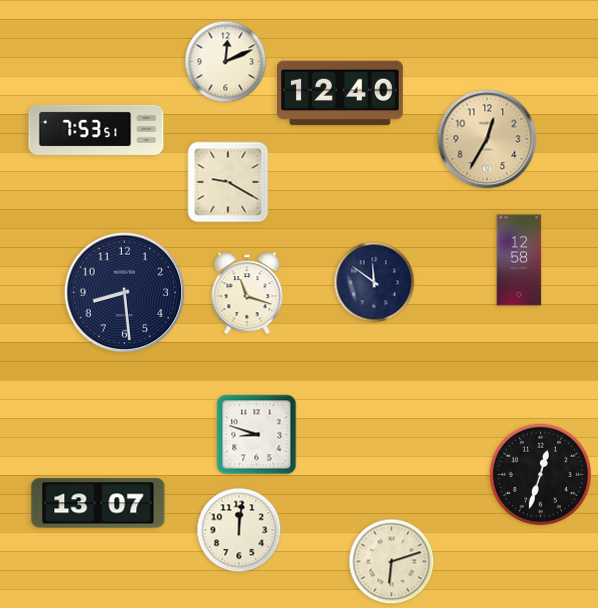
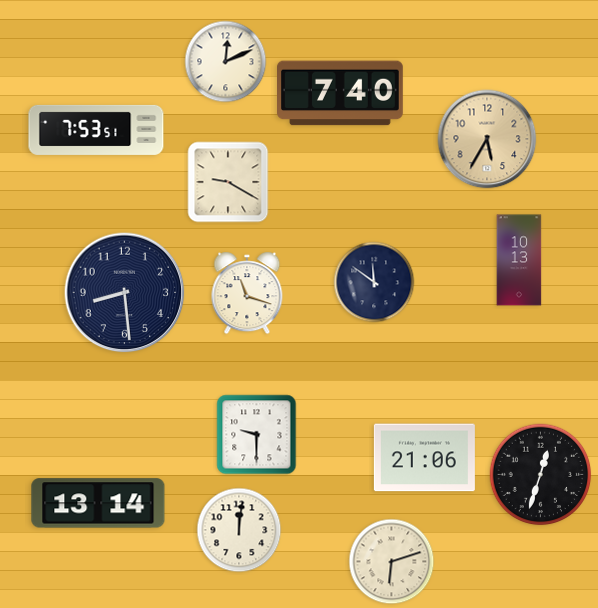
clock at (341, 93): 12:40 -> 7:40
clock at (487, 139): 12:35 -> 5:35
clock at (519, 260): 12:58 -> 10:13
clock at (257, 435): 8:48 -> 9:30
clock at (424, 458): none -> 21:06
clock at (98, 503): 13:07 -> 13:14
